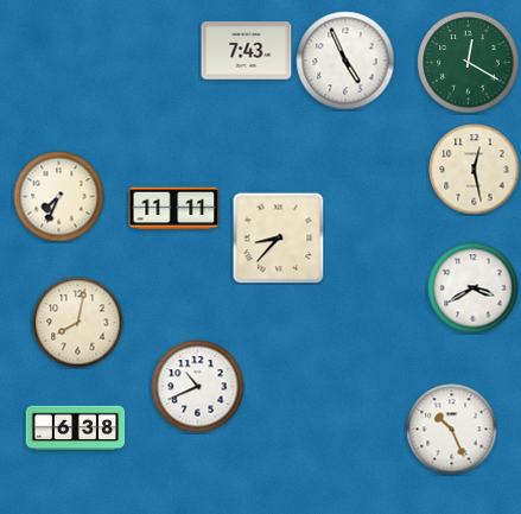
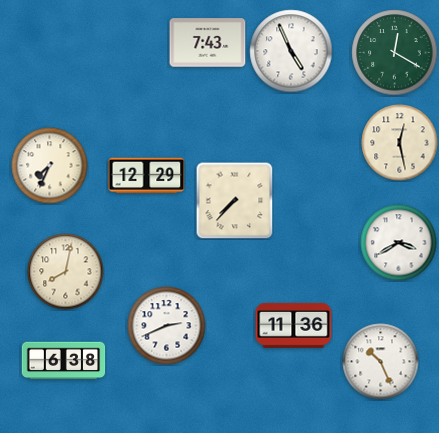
clock at (174, 209): 11:11 -> 12:29
clock at (278, 237): 8:37 -> 7:37
clock at (294, 325): none -> 11:36
clock at (198, 387): 10:41 -> 2:41
